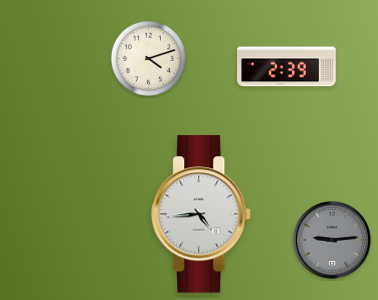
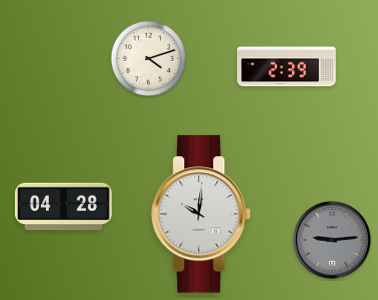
clock at (63, 207): none -> 04:28
clock at (202, 214): 4:44 -> 10:01
